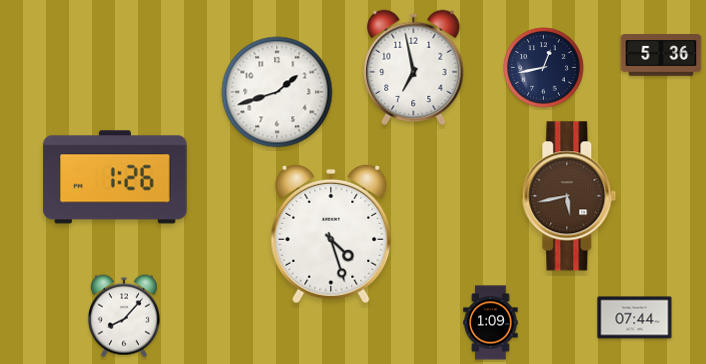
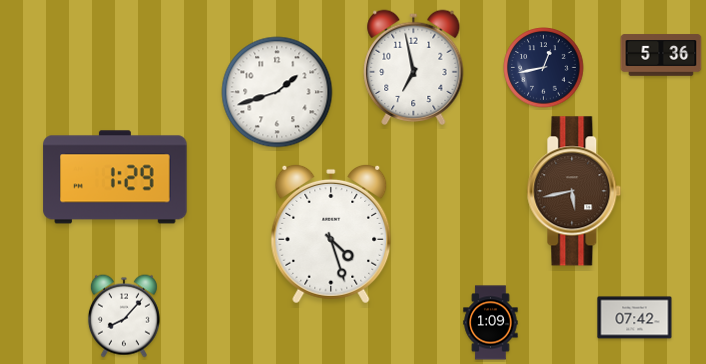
clock at (115, 177): 1:26 -> 1:29
clock at (569, 196) position: (569, 196) -> (574, 191)
clock at (635, 318): 07:44 -> 07:42
